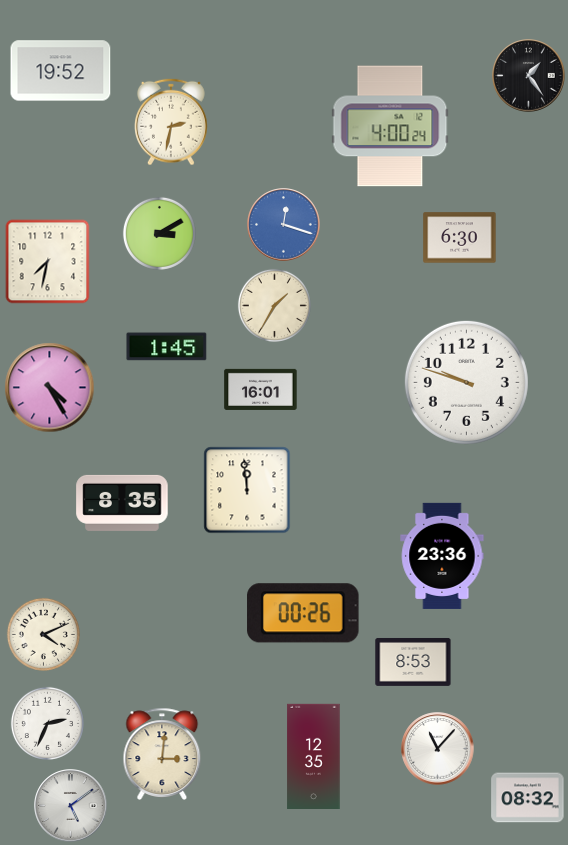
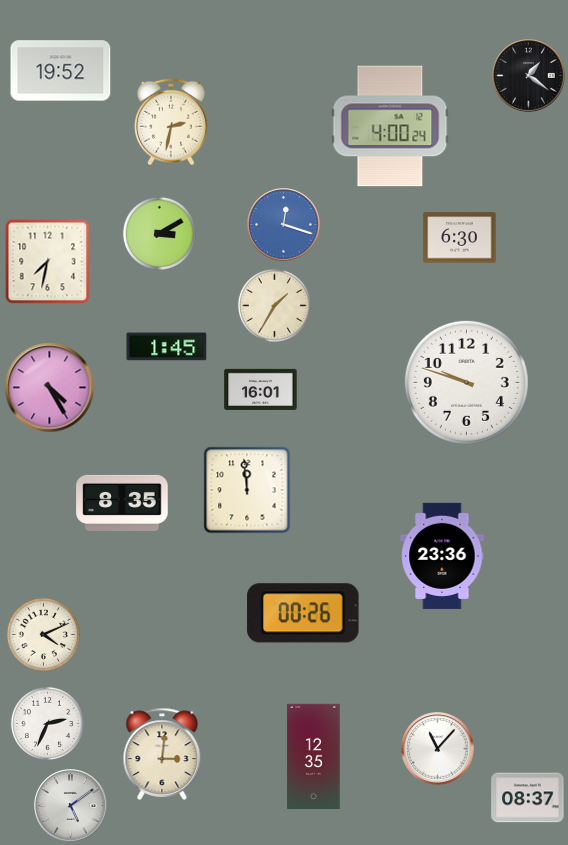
clock at (529, 76): 1:24 -> 1:21
clock at (413, 662): 8:53 -> none
clock at (528, 798): 08:32 -> 08:37
